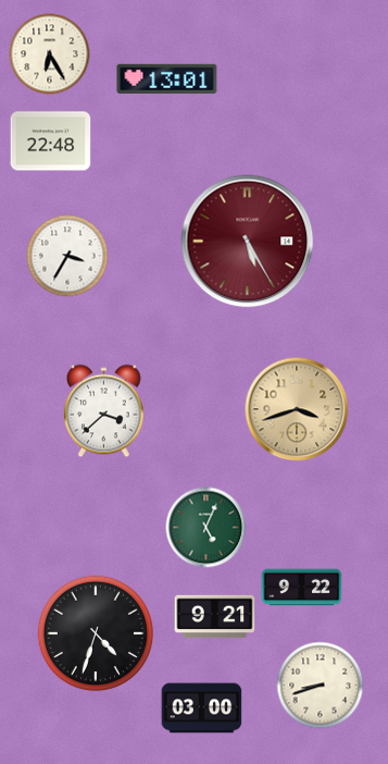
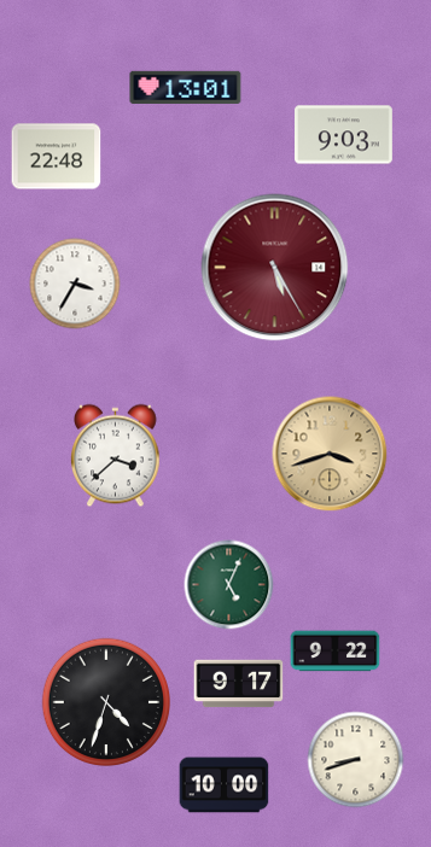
clock at (50, 54): 6:25 -> none
clock at (344, 135): none -> 9:03
clock at (215, 617): 9:21 -> 9:17
clock at (202, 708): 03:00 -> 10:00
